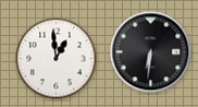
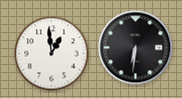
clock at (151, 52) position: (151, 52) -> (136, 48)
